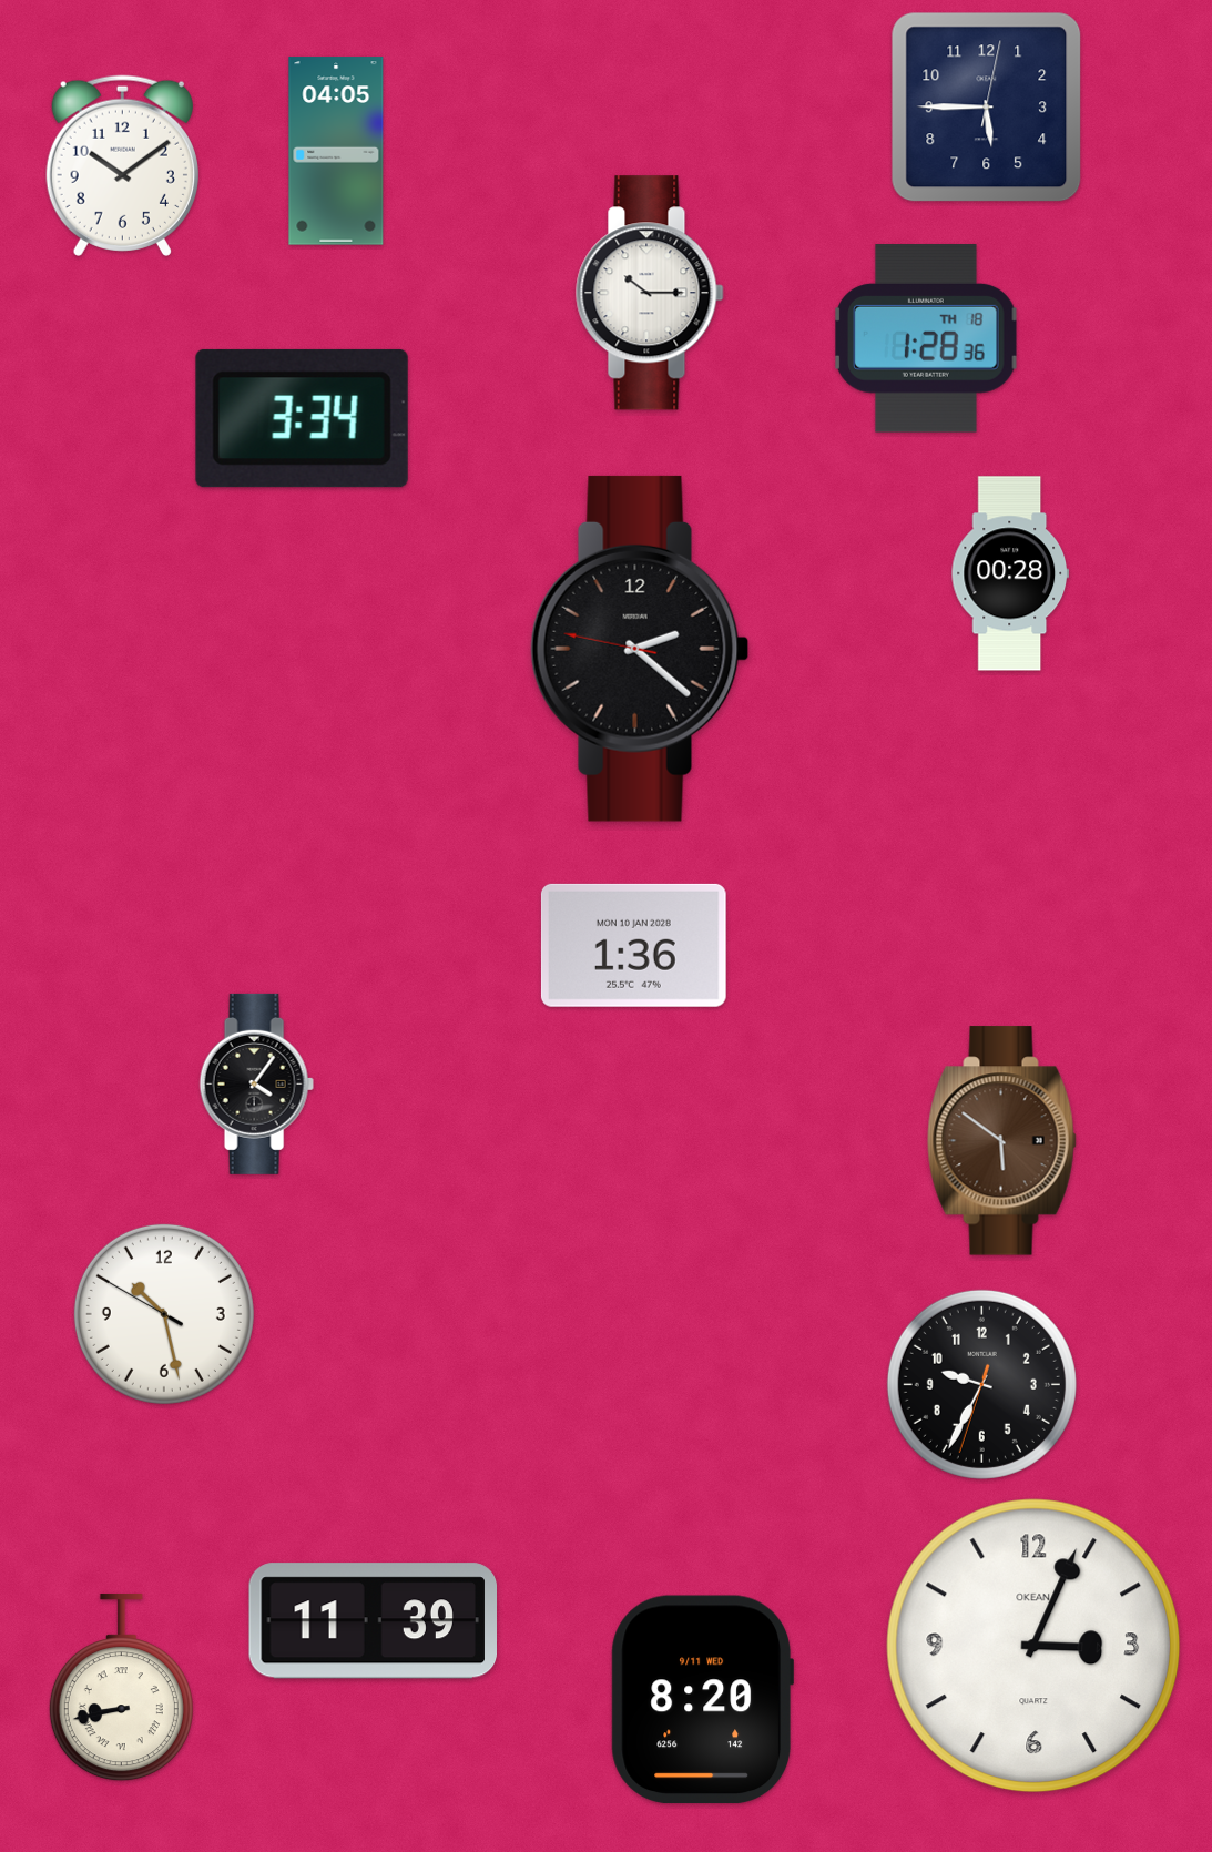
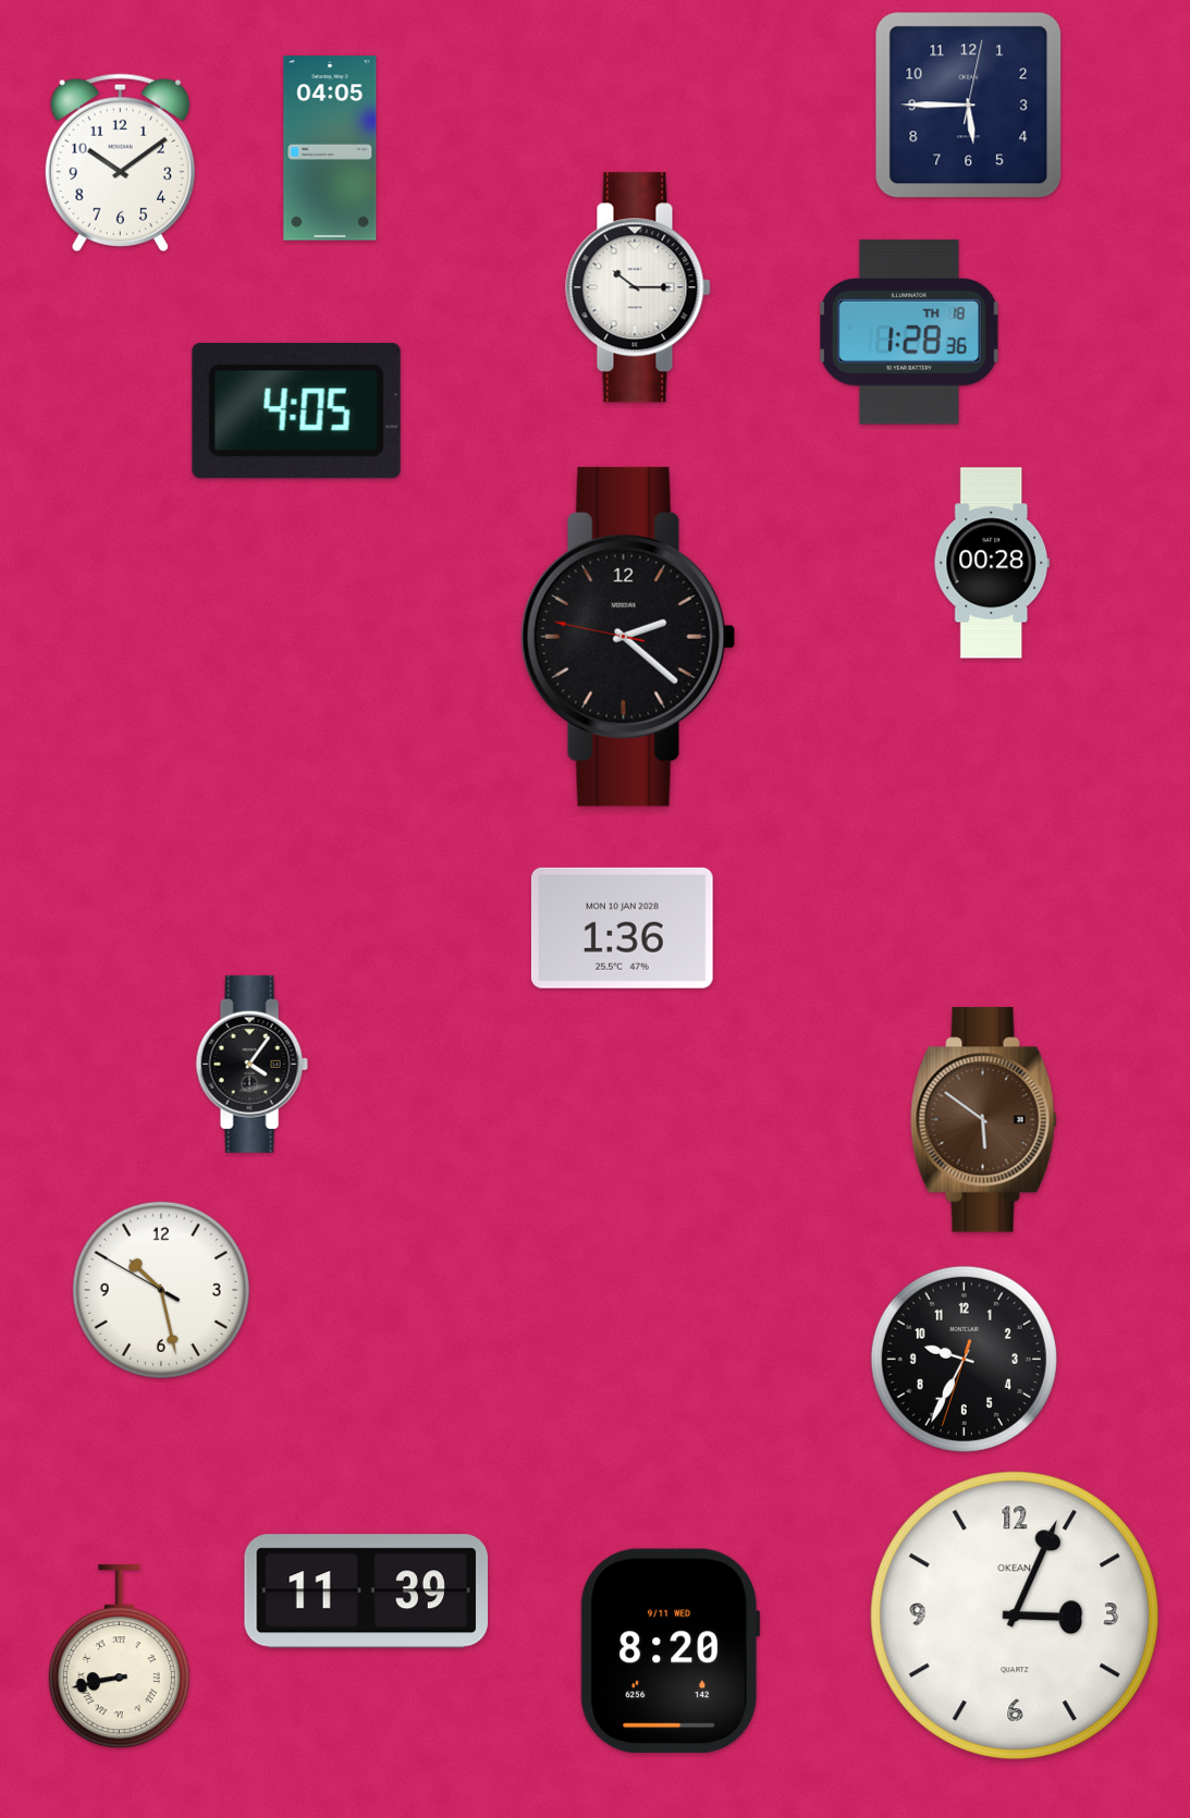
clock at (302, 418): 3:34 -> 4:05
clock at (702, 1700) position: (702, 1700) -> (670, 1651)
